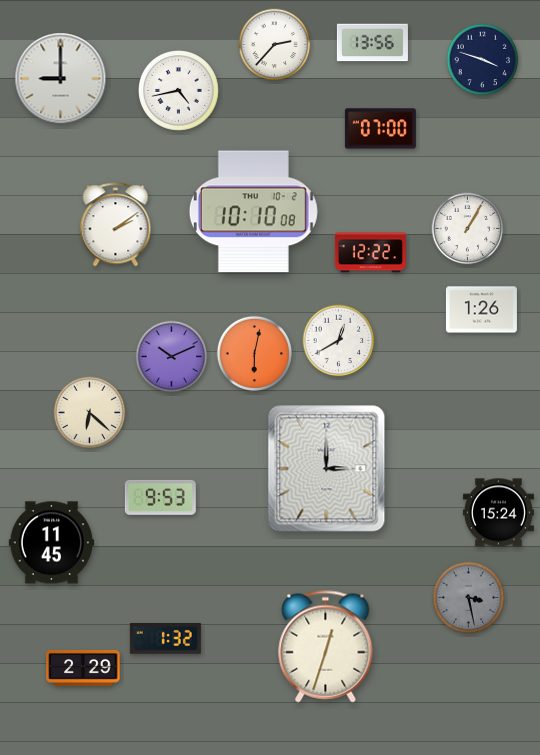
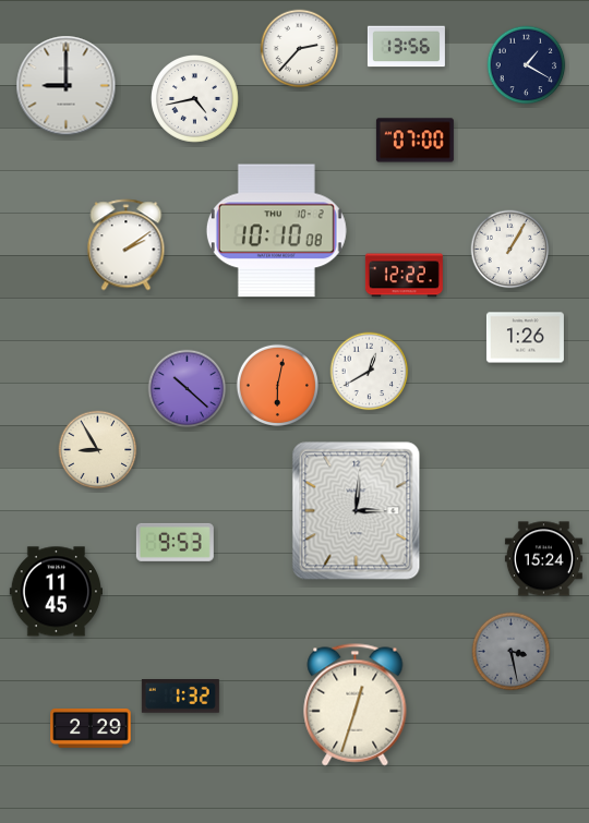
clock at (483, 60): 3:48 -> 1:20
clock at (172, 357): 10:11 -> 10:22
clock at (90, 413): 6:22 -> 8:55
clock at (327, 469): 3:00 -> 3:01
